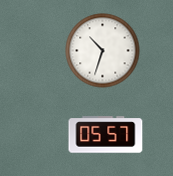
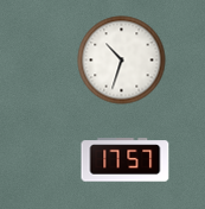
clock at (106, 135): 05:57 -> 17:57
